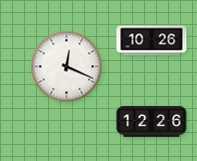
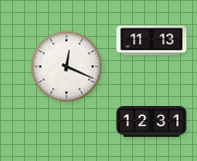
clock at (152, 41): 10:26 -> 11:13
clock at (152, 122): 12:26 -> 12:31
